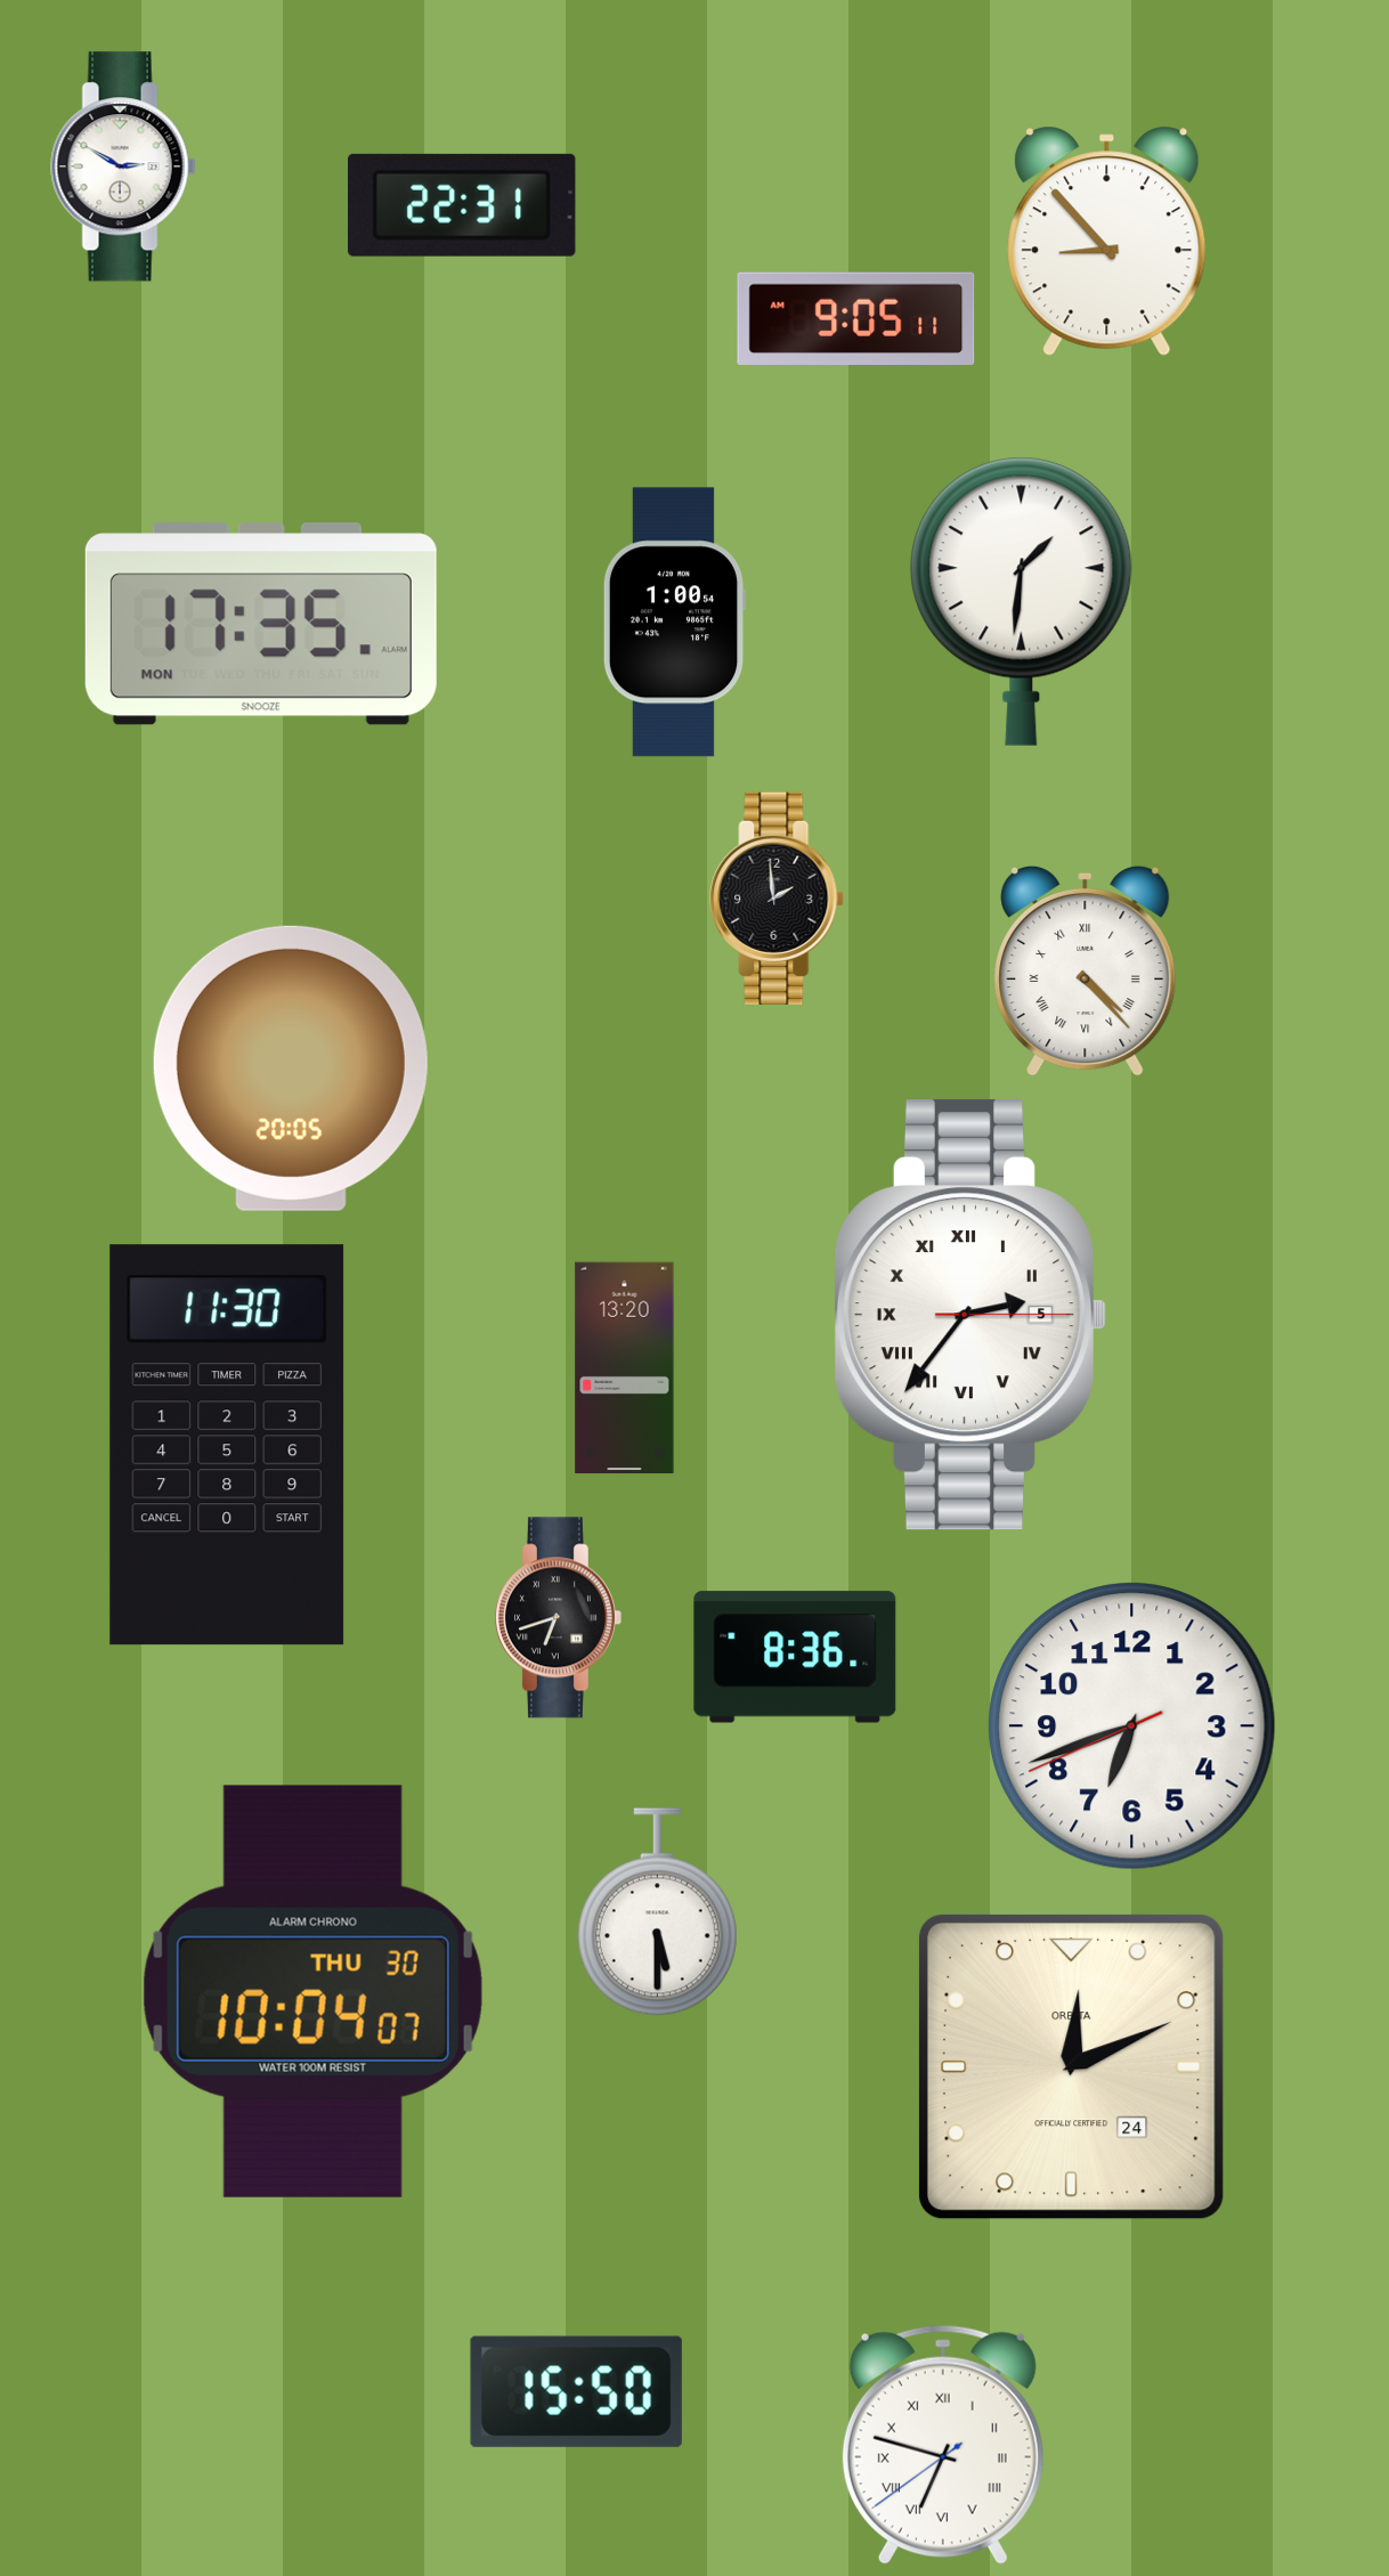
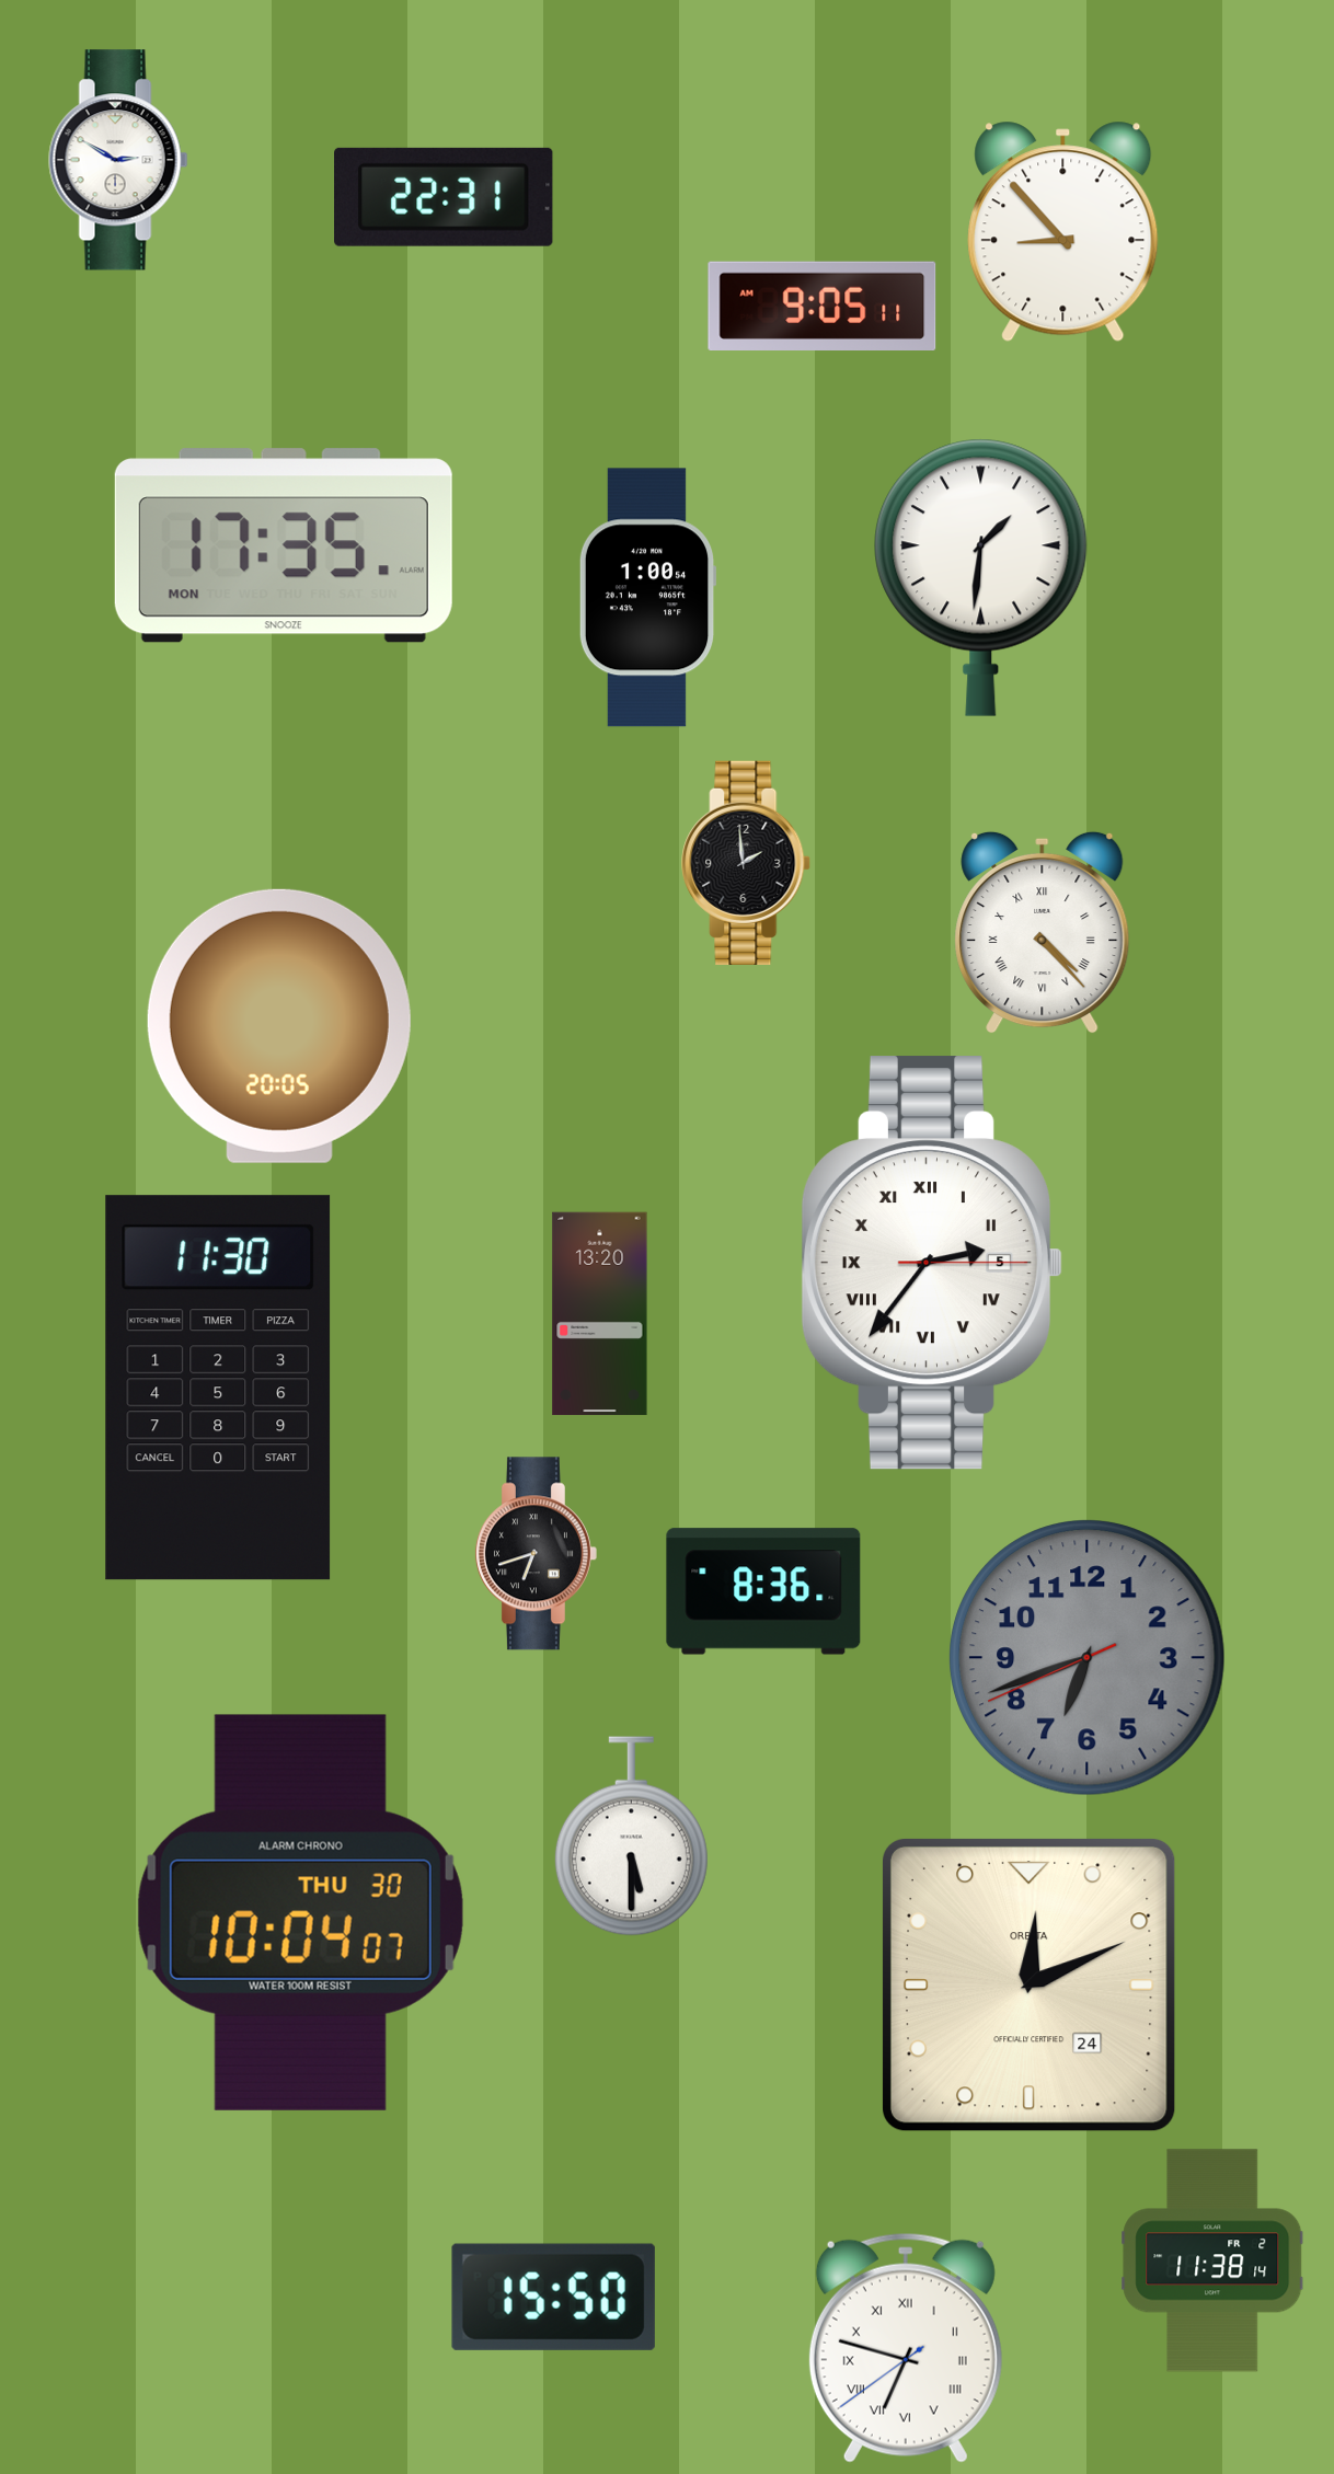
clock at (261, 624) position: (261, 624) -> (284, 545)
clock at (1132, 1726) dial: white -> grey
clock at (1212, 2260): none -> 11:38
